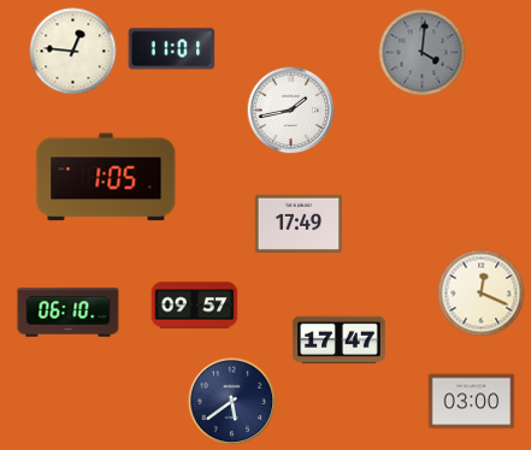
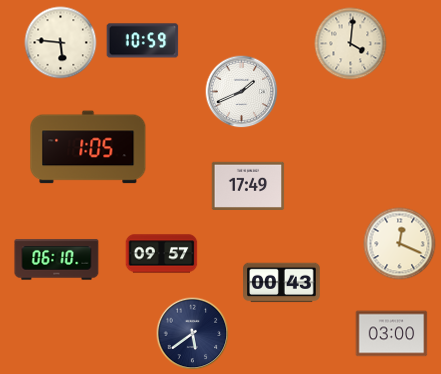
clock at (172, 49): 11:01 -> 10:59
clock at (73, 52): 12:46 -> 5:46
clock at (423, 53) dial: grey -> cream
clock at (291, 111): 1:43 -> 1:41
clock at (340, 341): 17:47 -> 00:43
